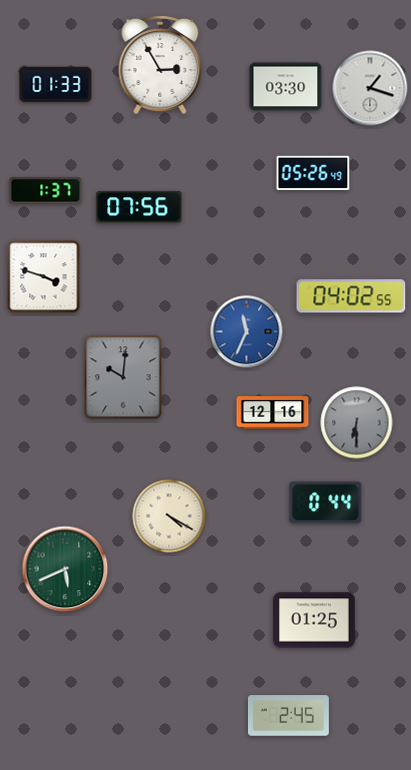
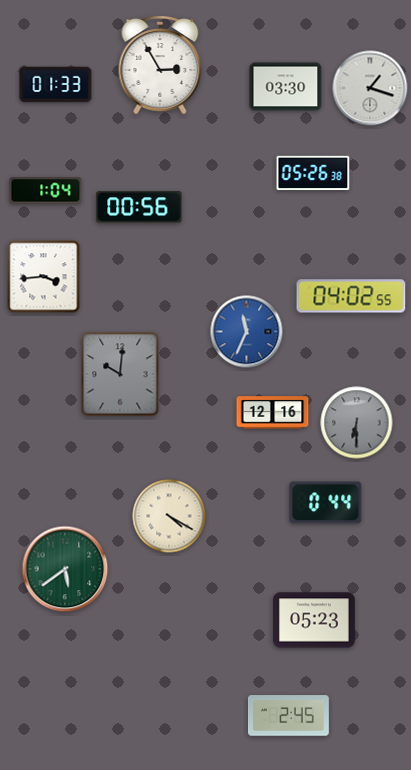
clock at (313, 173): 05:26:49 -> 05:26:38
clock at (46, 191): 1:37 -> 1:04
clock at (139, 207): 07:56 -> 00:56
clock at (44, 277): 3:48 -> 3:44
clock at (123, 377) position: (123, 377) -> (120, 374)
clock at (65, 569): 5:41 -> 5:39
clock at (314, 620): 01:25 -> 05:23
